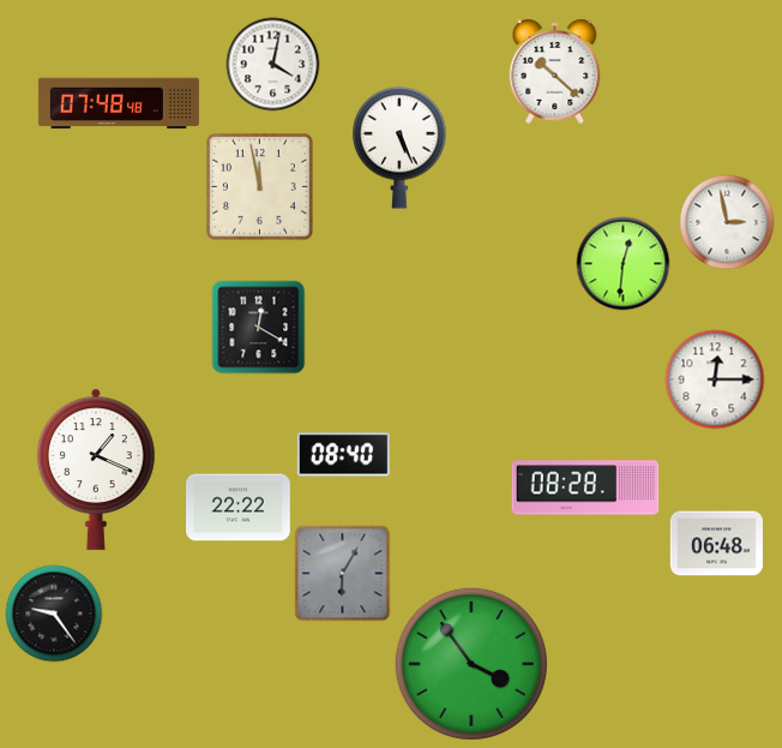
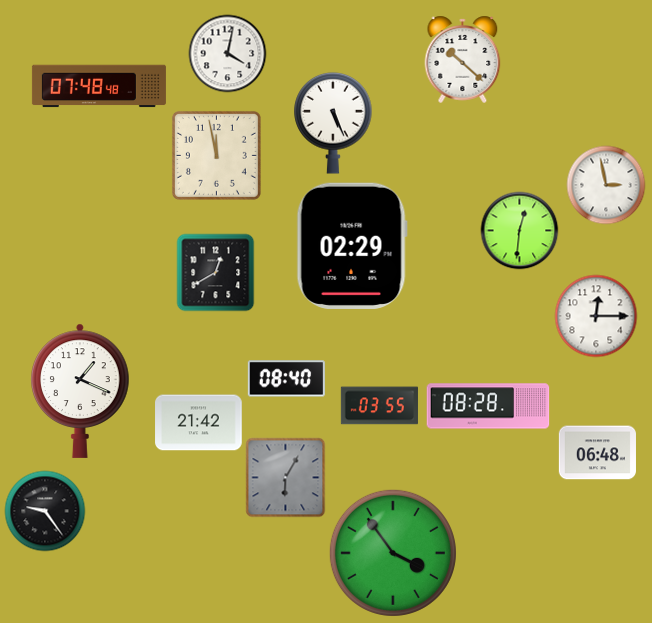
clock at (622, 263) position: (622, 263) -> (519, 230)
clock at (352, 246): none -> 02:29
clock at (258, 327): 12:20 -> 12:40
clock at (379, 406): none -> 03:55
clock at (239, 508): 22:22 -> 21:42
